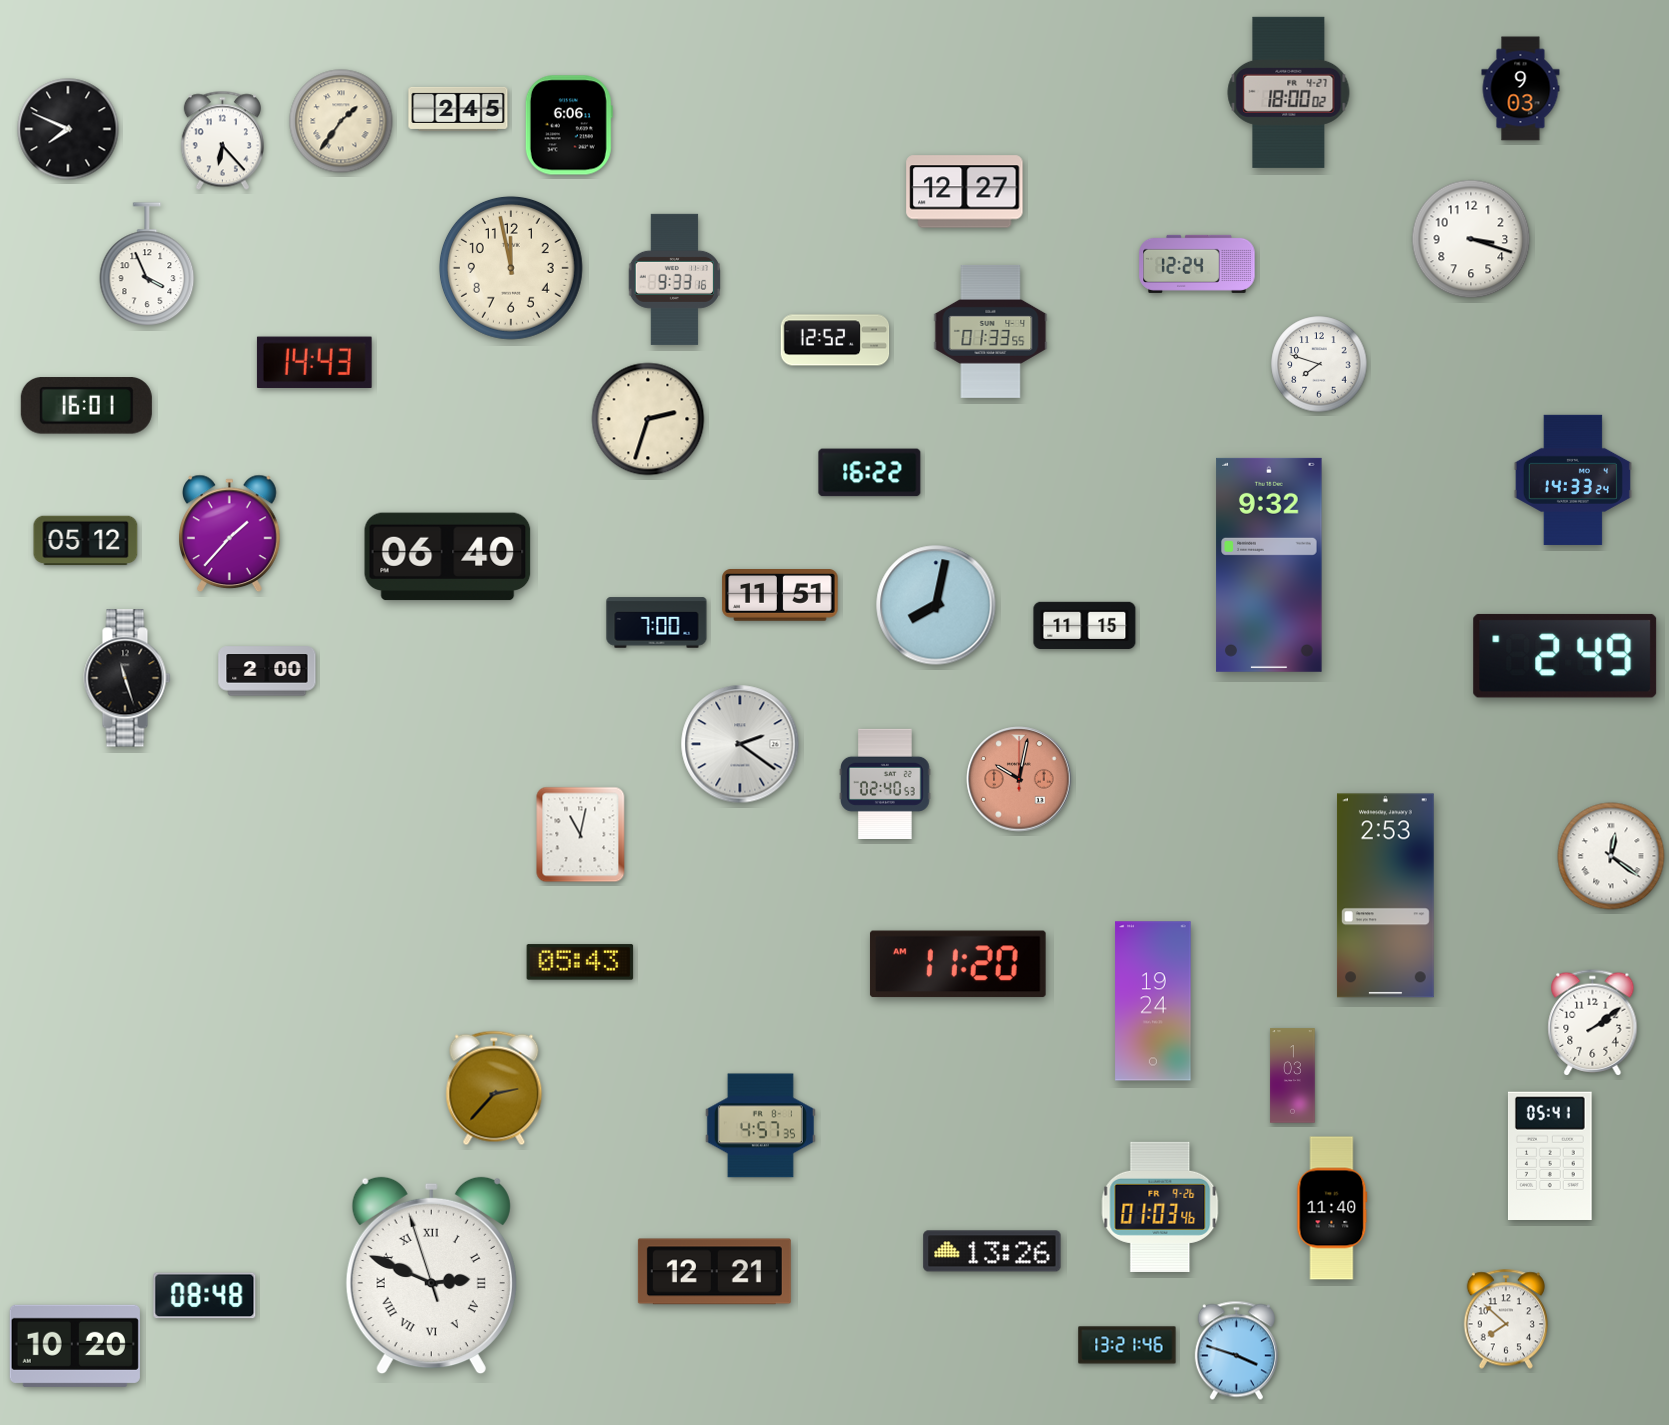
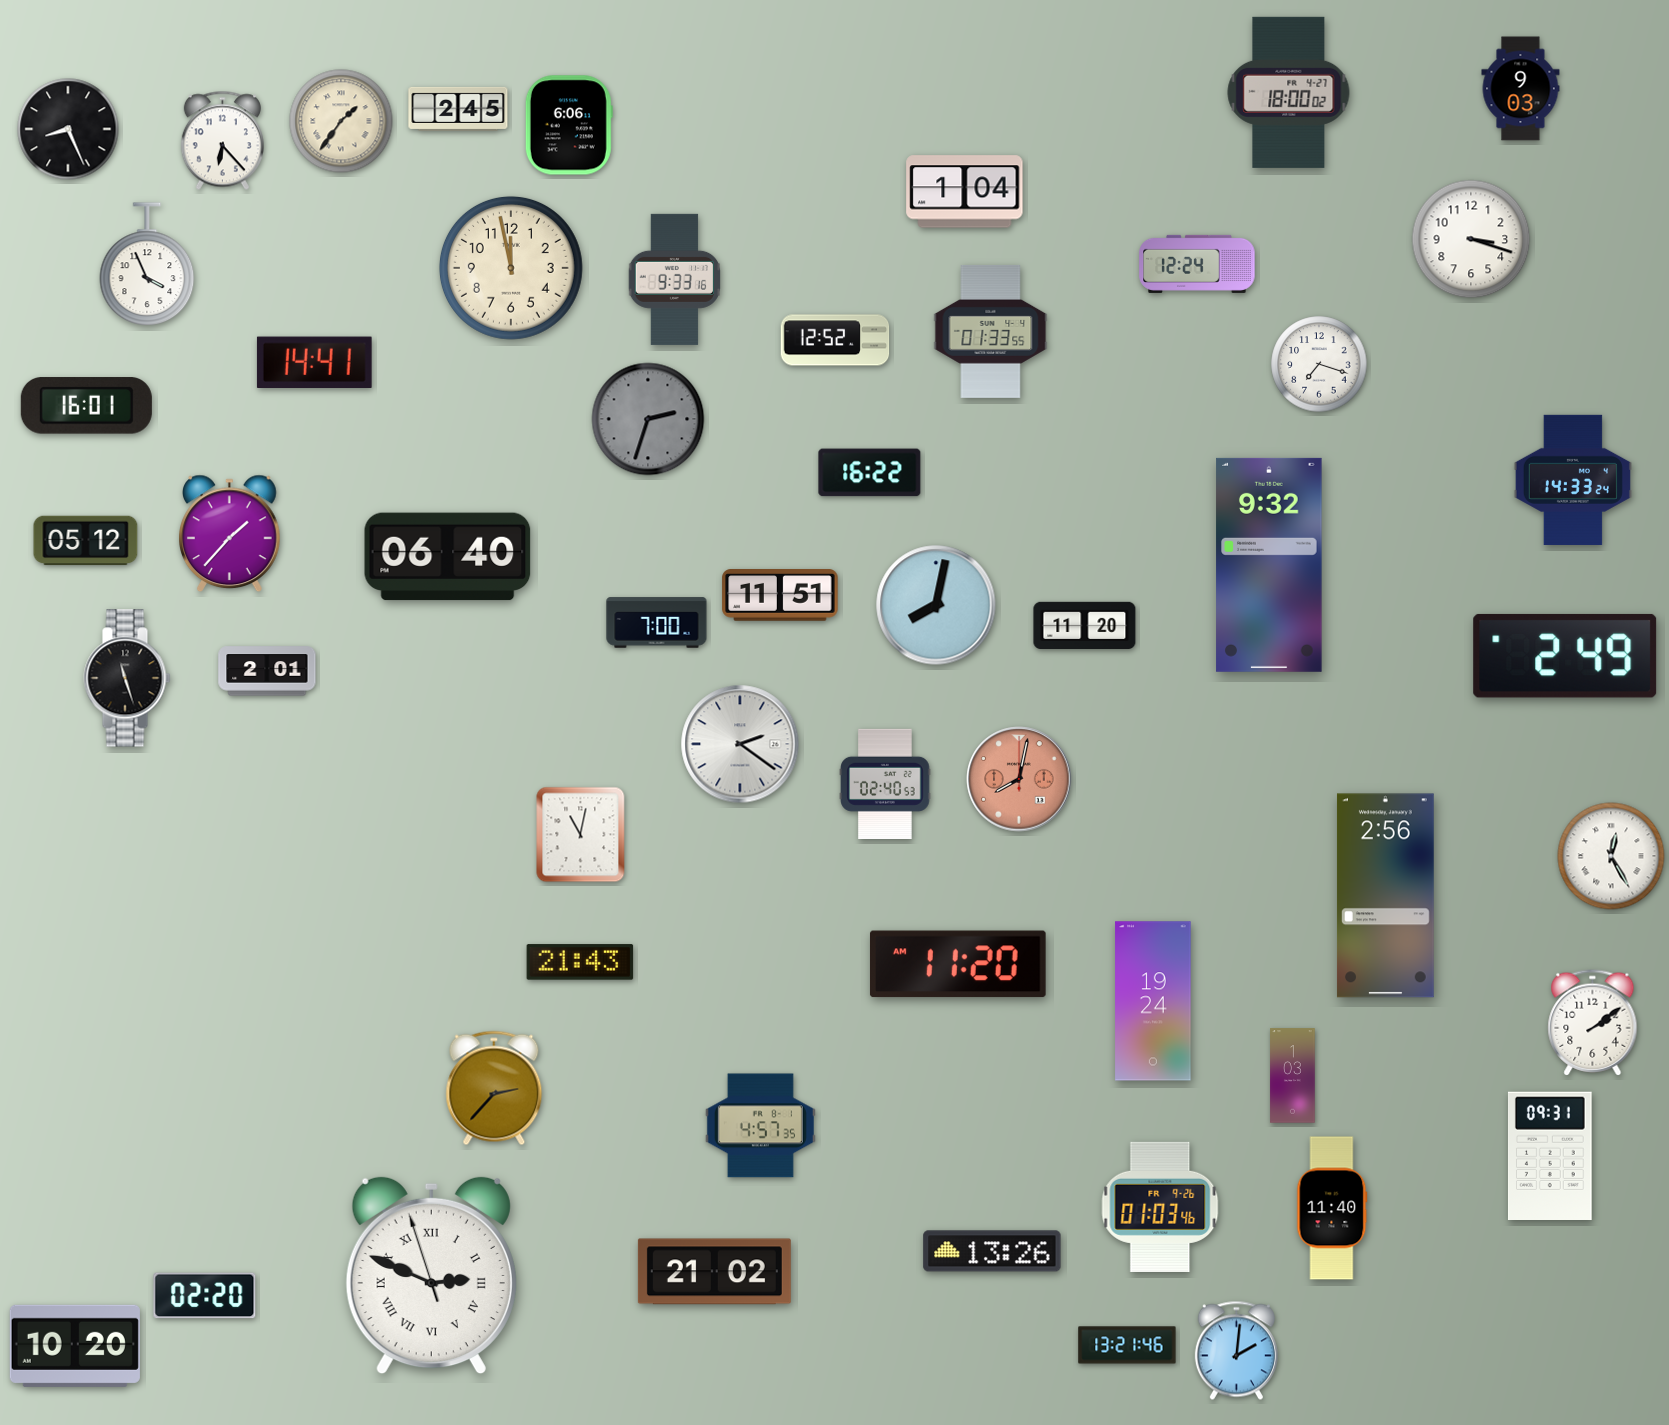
clock at (68, 129): 7:49 -> 8:26
clock at (965, 192): 12:27 -> 1:04
clock at (314, 363): 14:43 -> 14:41
clock at (1319, 364): 7:48 -> 7:18
clock at (648, 419) dial: cream -> grey
clock at (1085, 625): 11:15 -> 11:20
clock at (267, 671): 2:00 -> 2:01
clock at (1019, 779): 10:02 -> 8:02
clock at (1611, 856): 12:21 -> 12:25
clock at (1385, 896): 2:53 -> 2:56
clock at (580, 962): 05:43 -> 21:43
clock at (1550, 1155): 05:41 -> 09:31
clock at (714, 1272): 12:21 -> 21:02
clock at (205, 1296): 08:48 -> 02:20
clock at (1505, 1319): 7:52 -> none
clock at (1236, 1351): 3:48 -> 2:01
